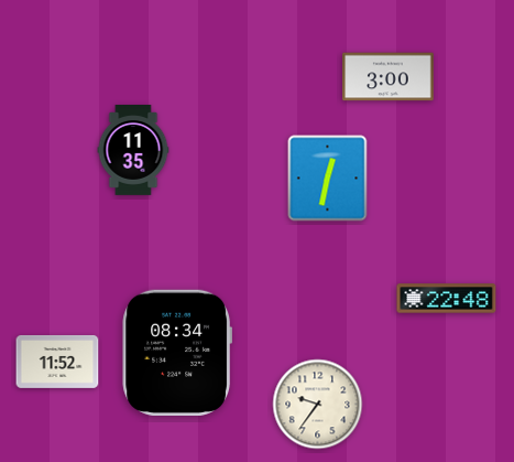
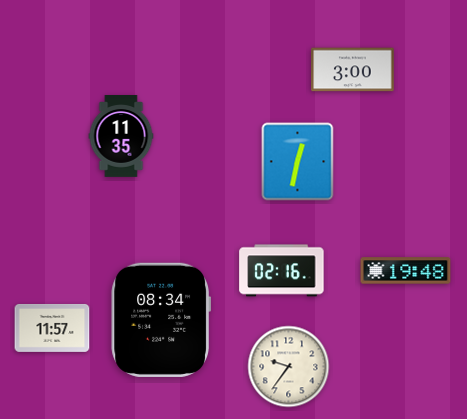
clock at (282, 271): none -> 02:16
clock at (447, 299): 22:48 -> 19:48
clock at (57, 362): 11:52 -> 11:57
